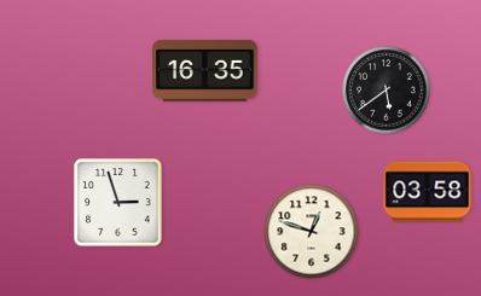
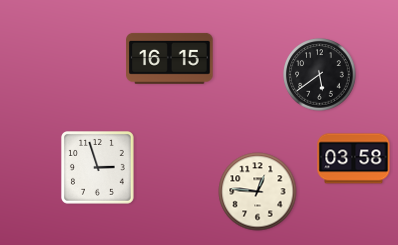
clock at (205, 70): 16:35 -> 16:15
clock at (312, 232): 12:48 -> 12:46
